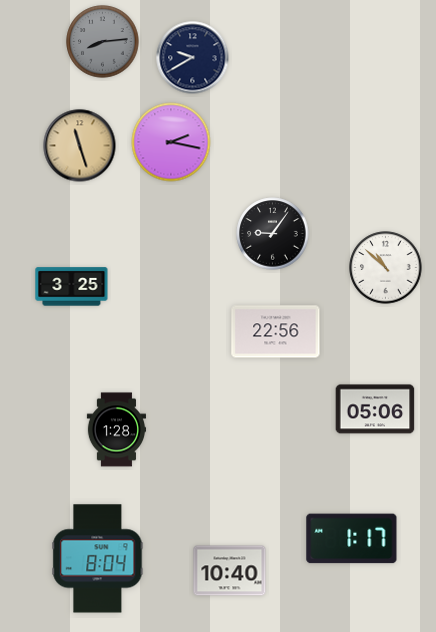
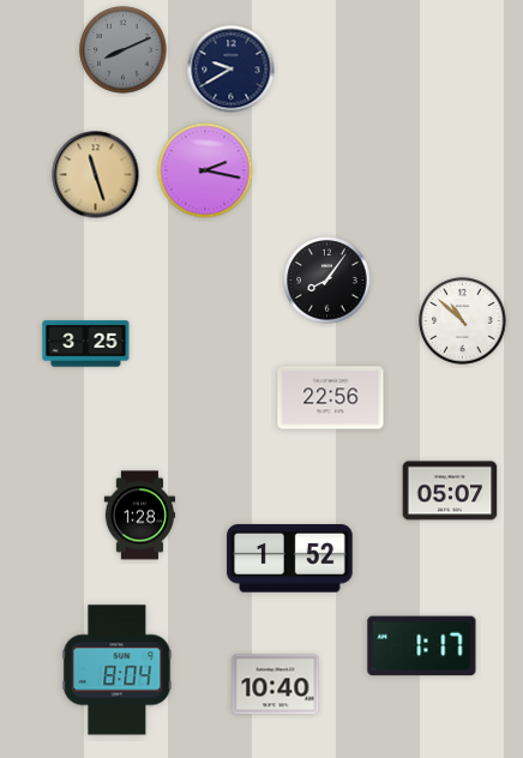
clock at (103, 42): 8:14 -> 8:11
clock at (273, 234): 9:06 -> 8:06
clock at (375, 409): 05:06 -> 05:07
clock at (290, 559): none -> 1:52
